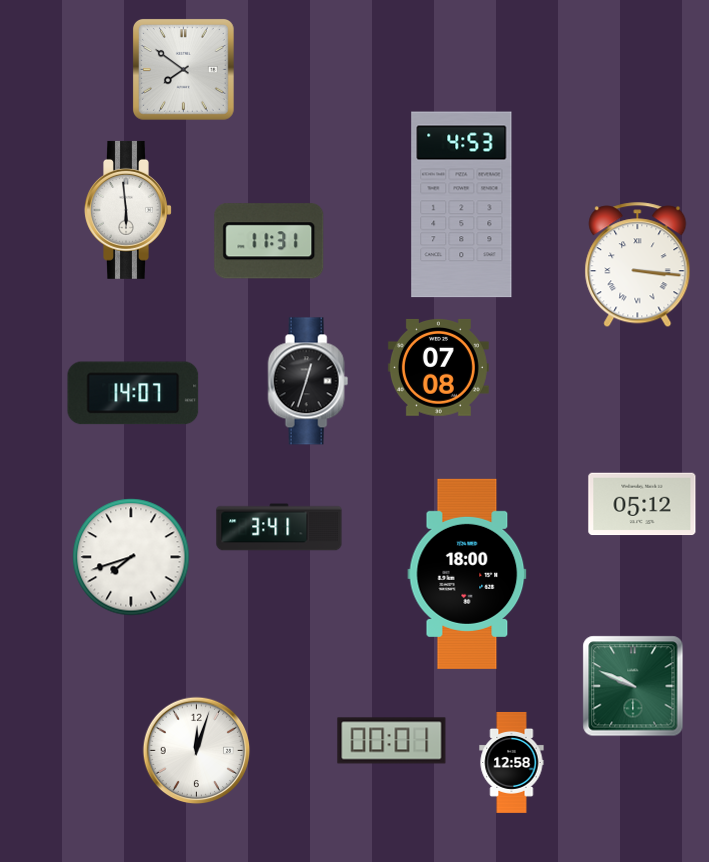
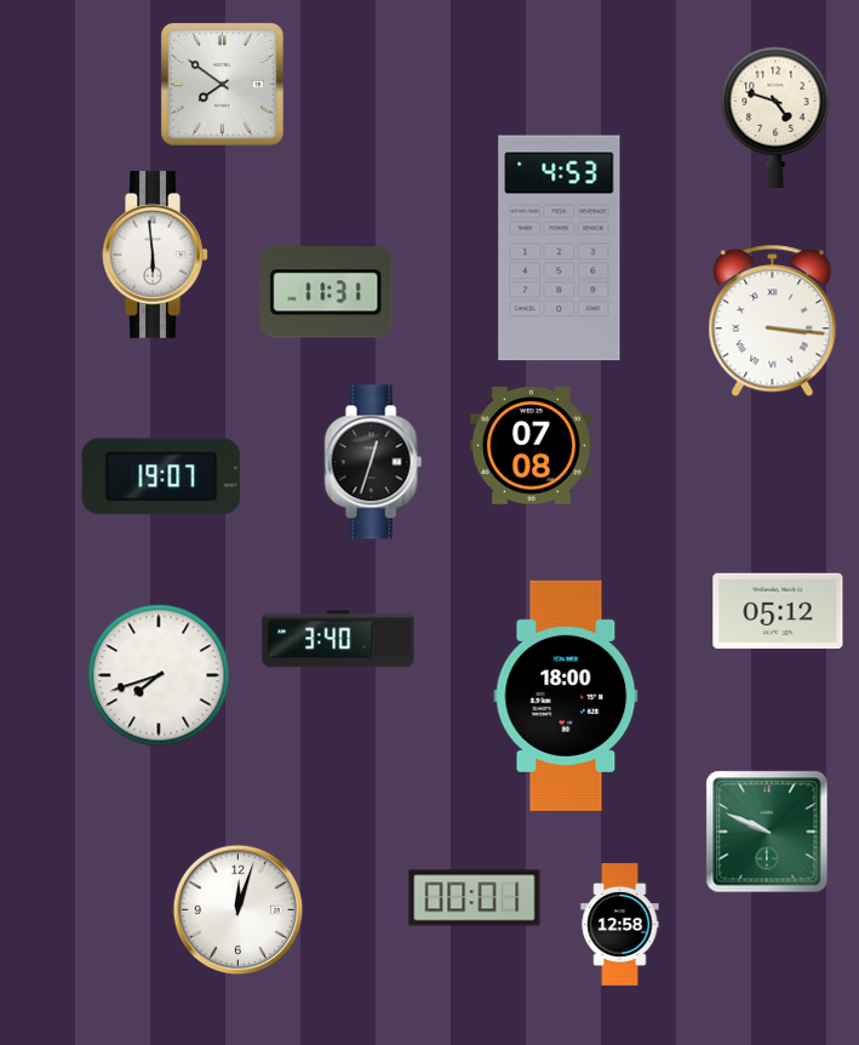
clock at (775, 116): none -> 4:48
clock at (133, 393): 14:07 -> 19:07
clock at (279, 527): 3:41 -> 3:40
